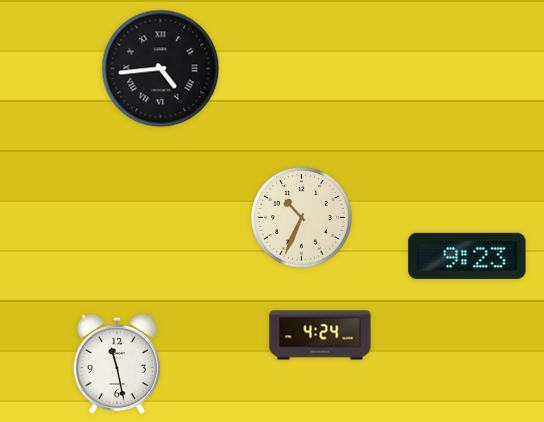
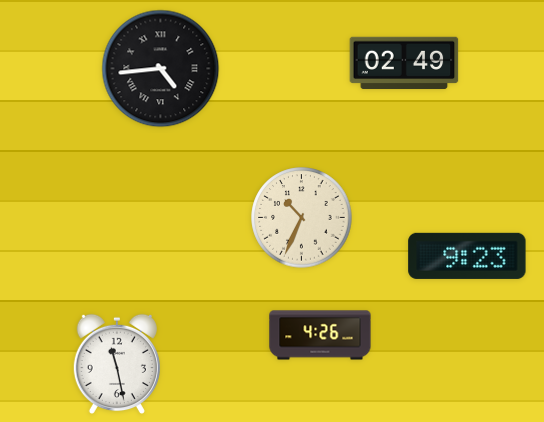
clock at (404, 63): none -> 02:49
clock at (320, 335): 4:24 -> 4:26
